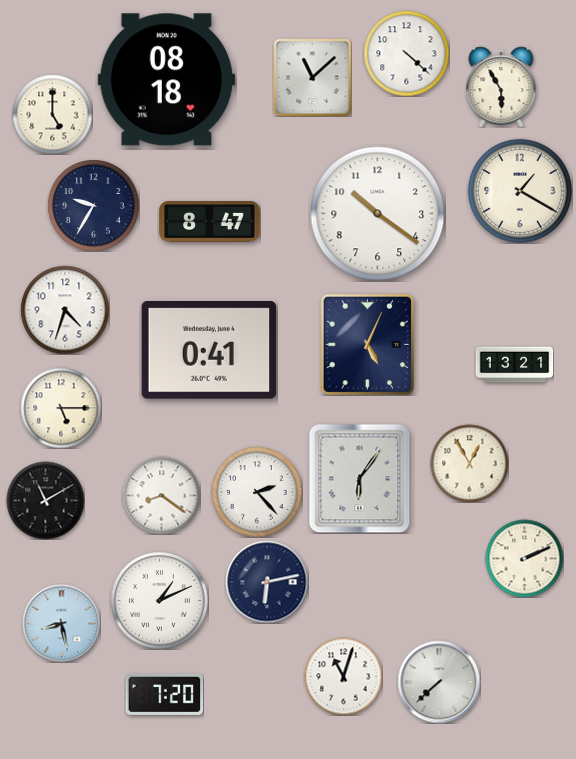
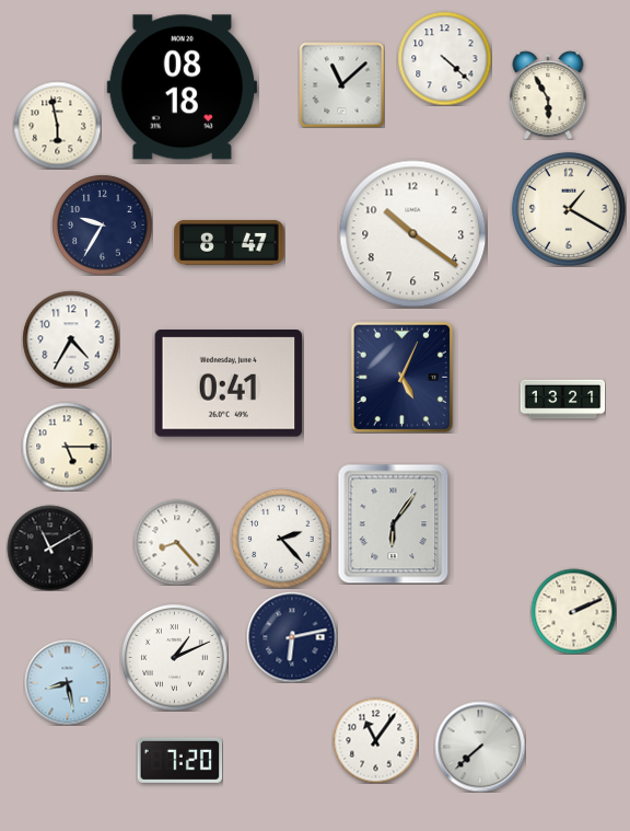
clock at (52, 114): 5:00 -> 5:58
clock at (65, 310): 4:33 -> 4:35
clock at (469, 463): 12:55 -> none
clock at (161, 495): 8:21 -> 8:23
clock at (343, 676): 11:03 -> 11:06
